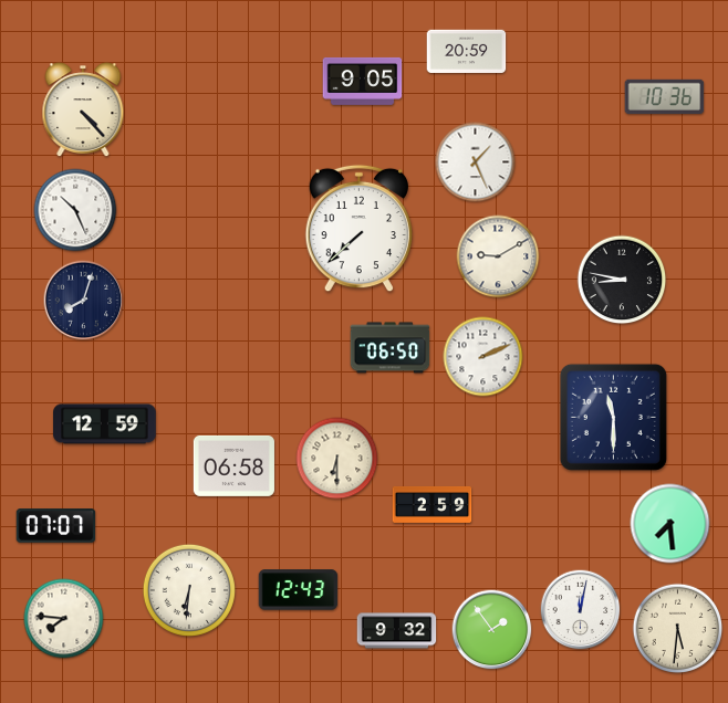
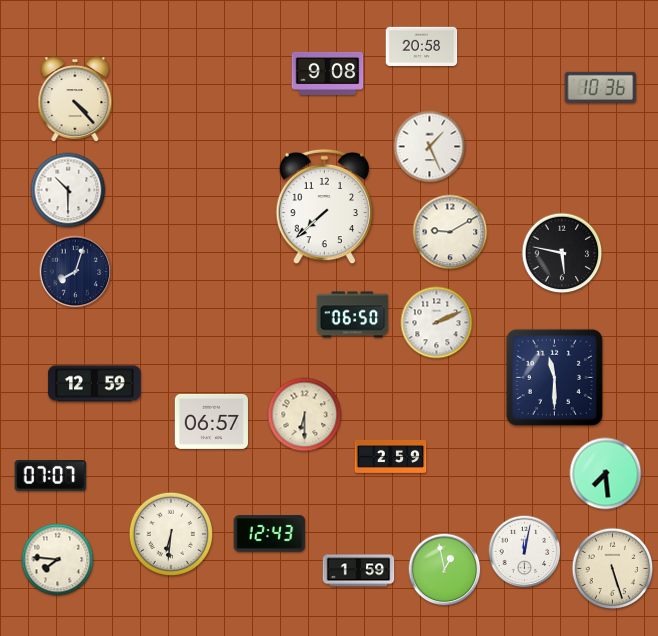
clock at (467, 51): 20:59 -> 20:58
clock at (363, 81): 9:05 -> 9:08
clock at (75, 210): 10:26 -> 10:30
clock at (622, 280): 8:47 -> 5:47
clock at (233, 465): 06:58 -> 06:57
clock at (678, 629): 5:31 -> 5:27
clock at (492, 630): 1:54 -> 12:58
clock at (397, 631): 9:32 -> 1:59
